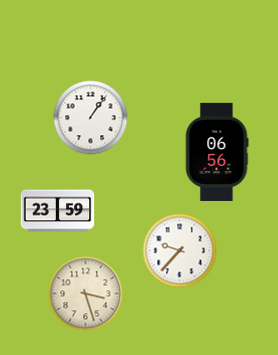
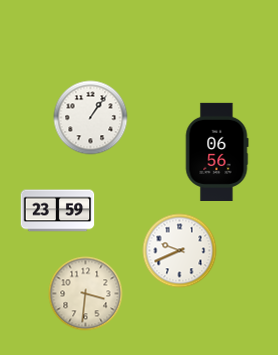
clock at (180, 251): 9:37 -> 9:41
clock at (86, 294): 3:27 -> 3:31
